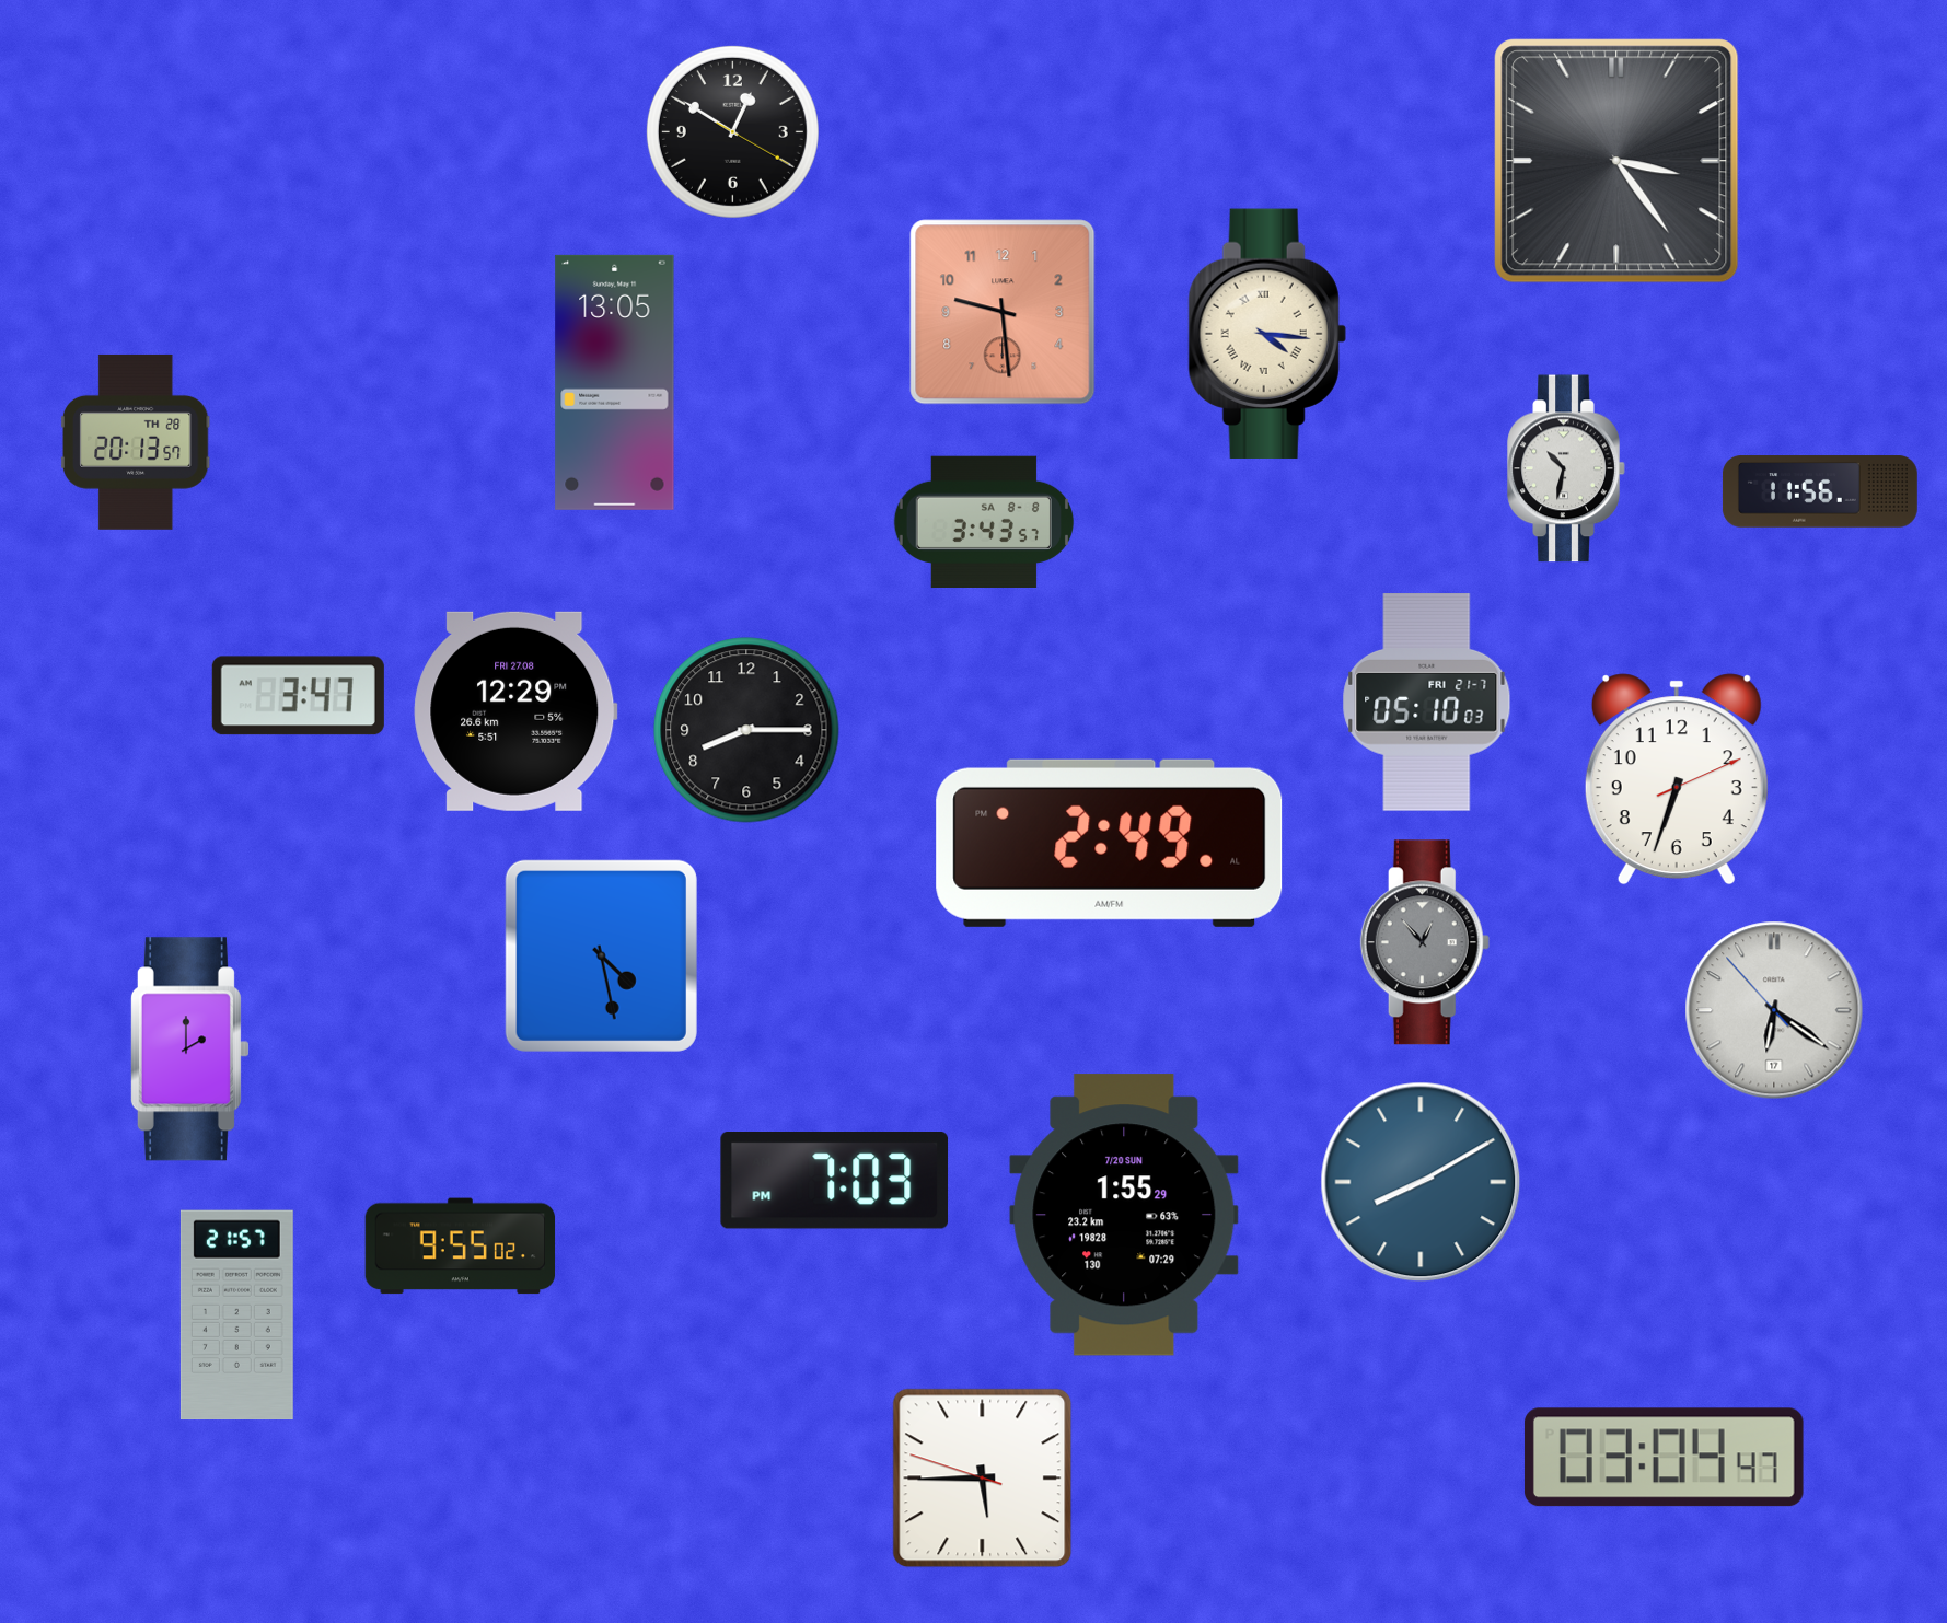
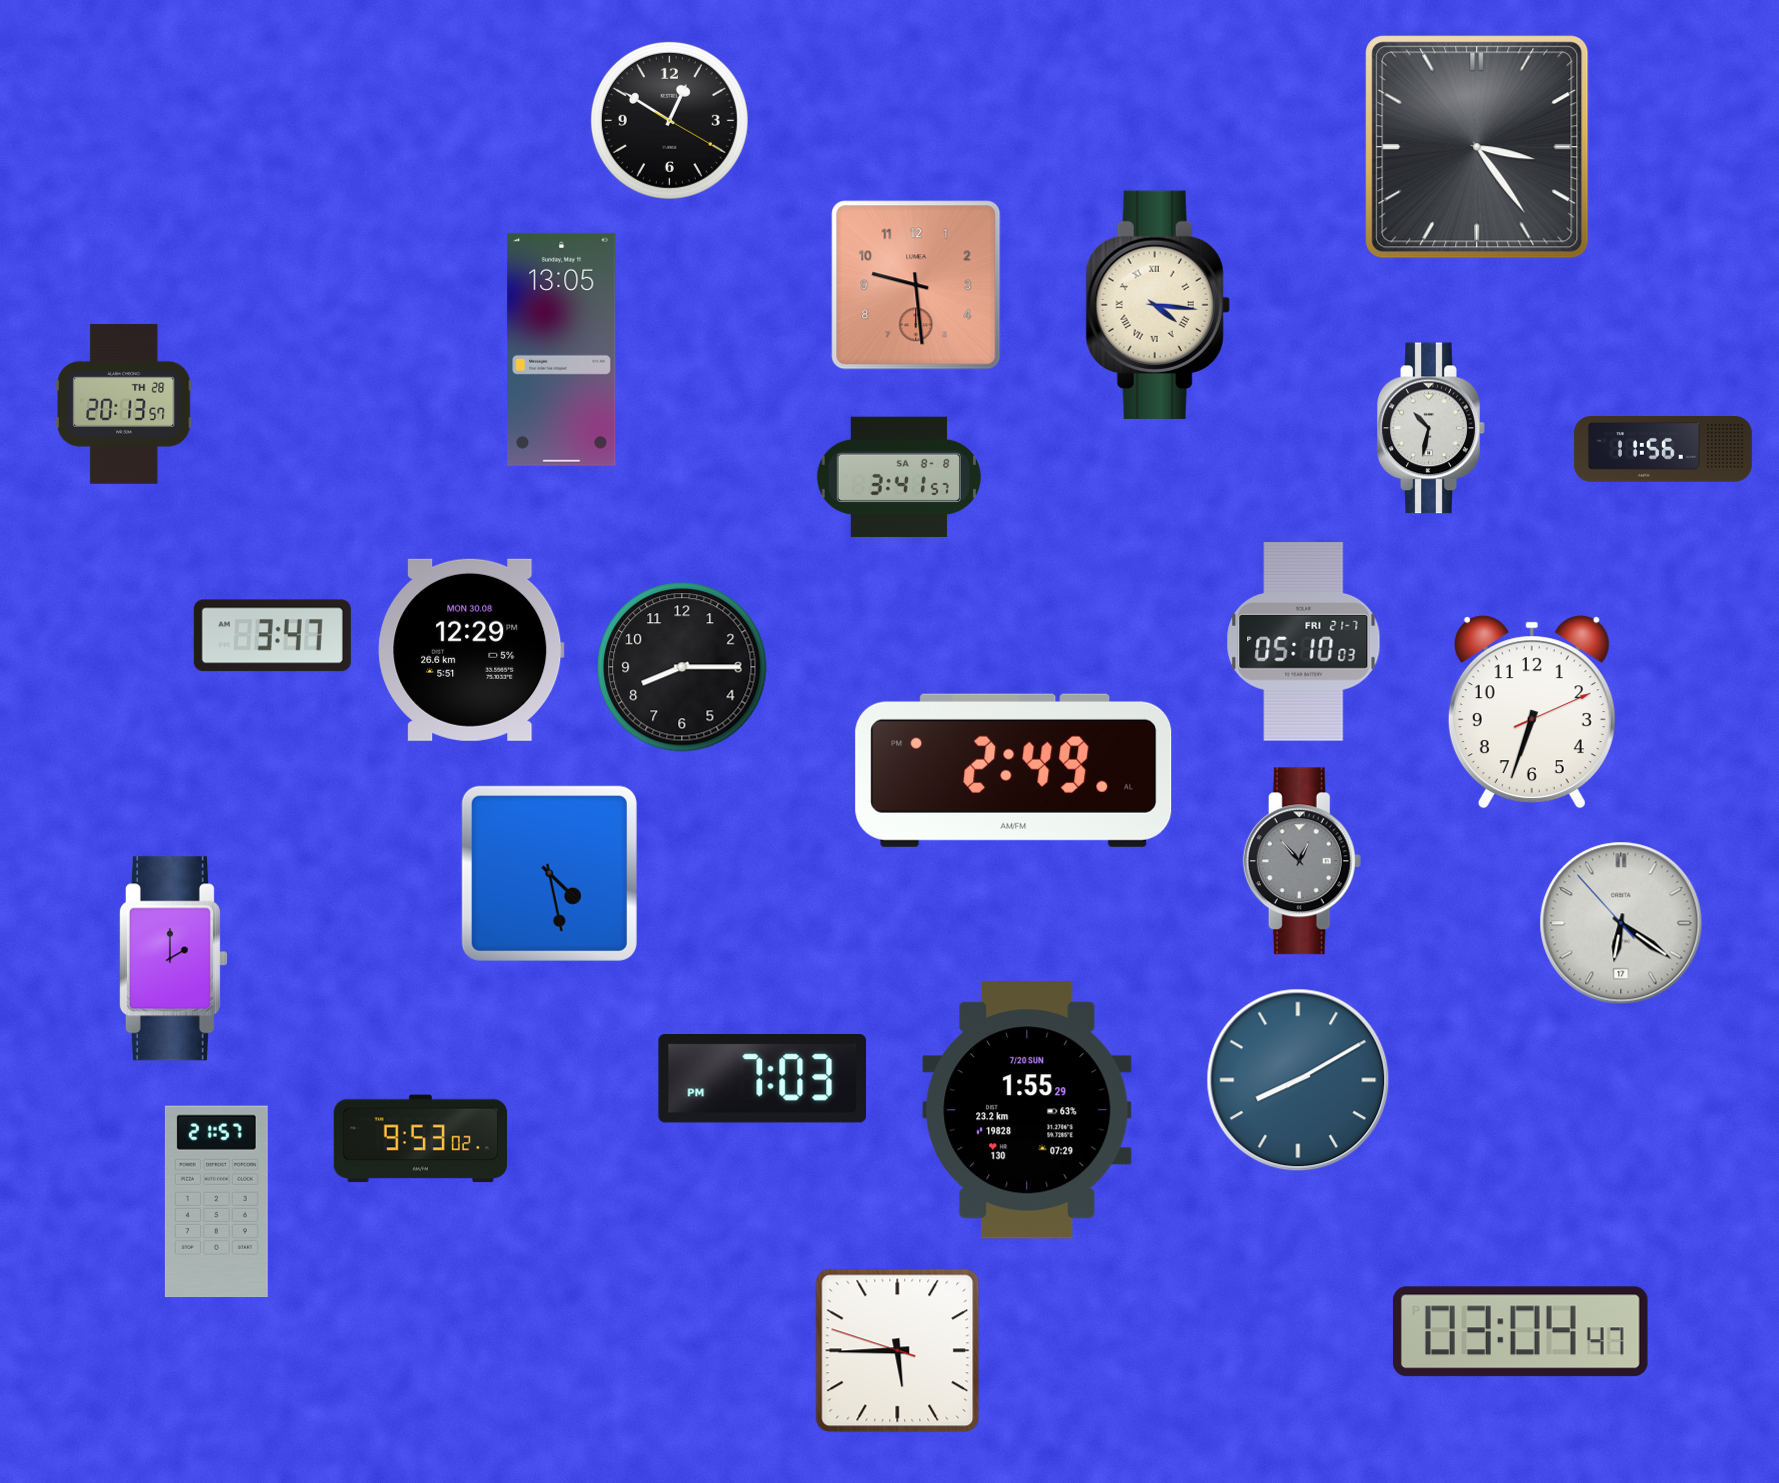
clock at (983, 521): 3:43 -> 3:41
clock at (515, 711) date: FRI 27.08 -> MON 30.08
clock at (461, 1247): 9:55 -> 9:53
